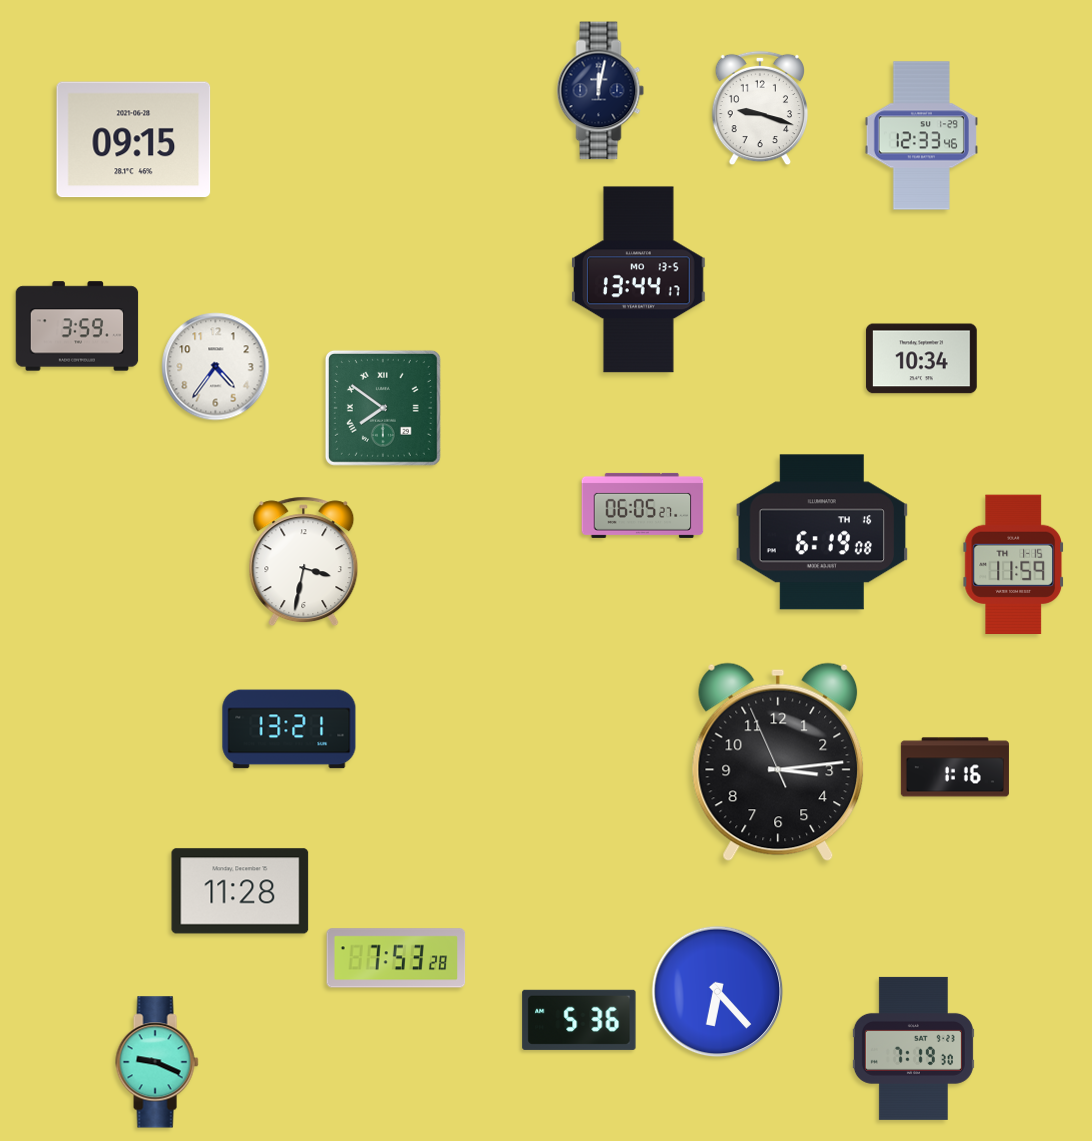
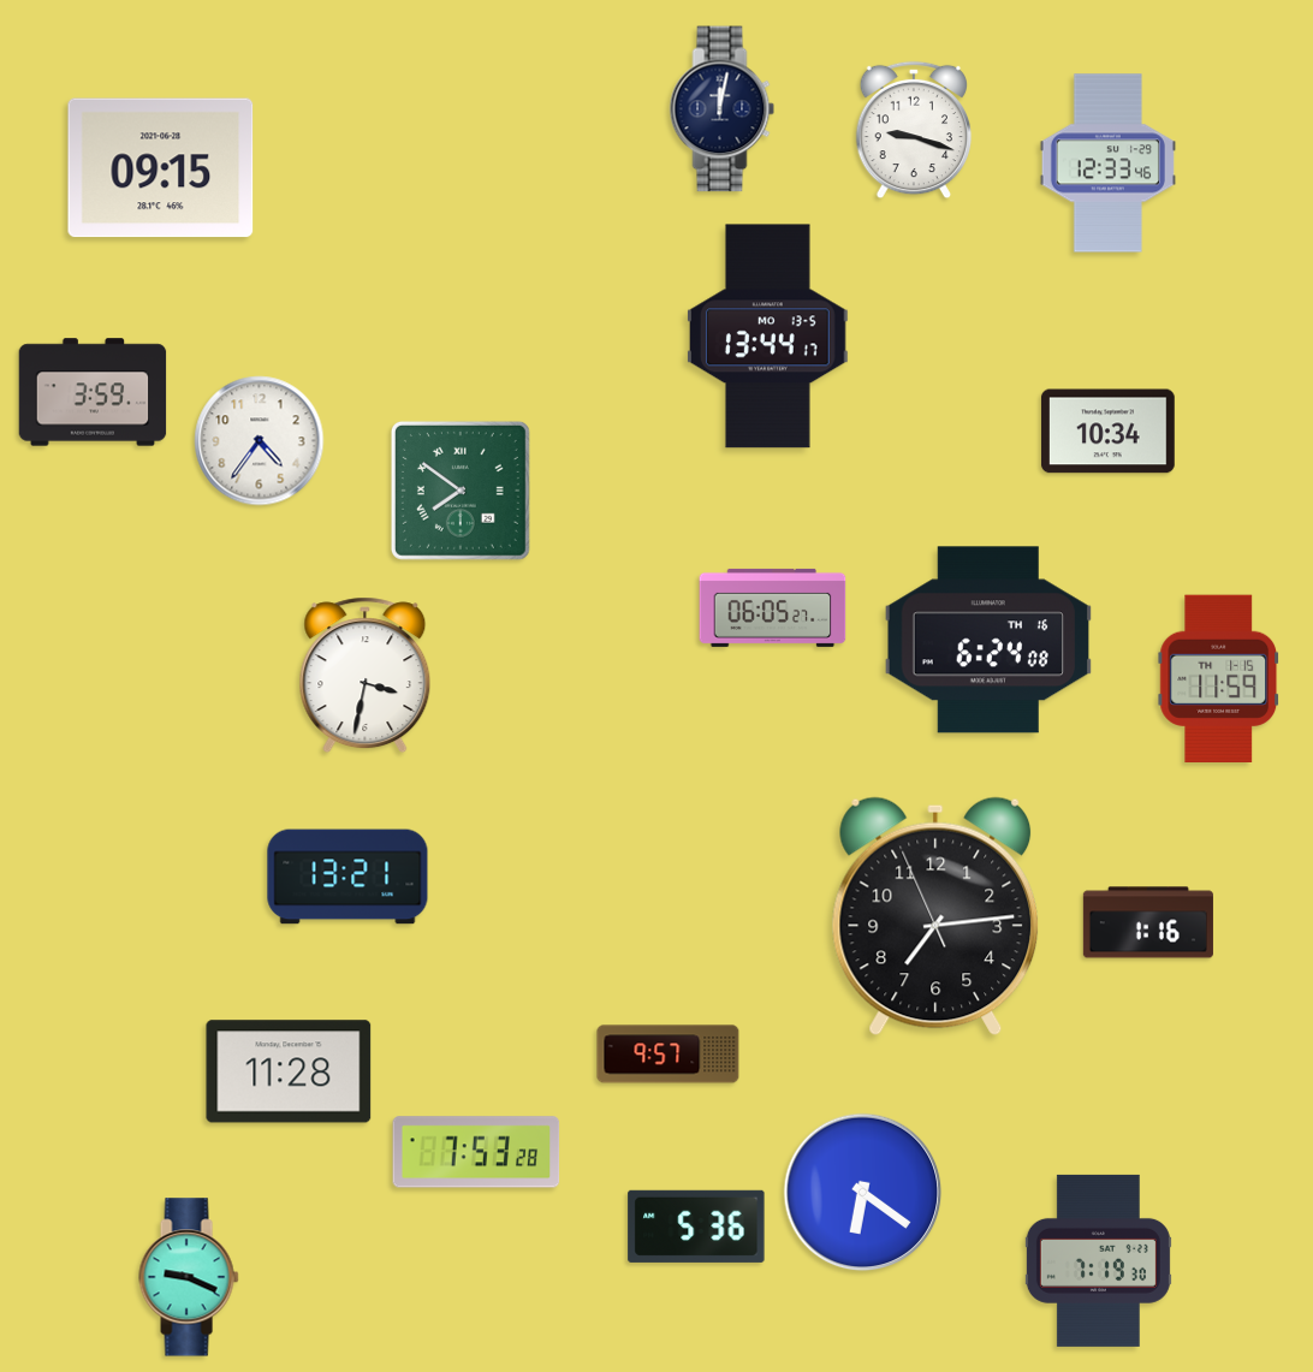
clock at (822, 532): 6:19 -> 6:24
clock at (778, 762): 3:13 -> 7:13
clock at (669, 1055): none -> 9:57
clock at (718, 992): 6:23 -> 6:21
